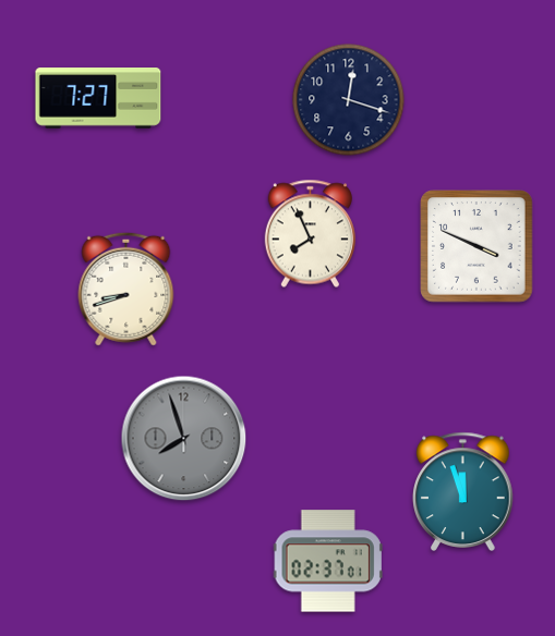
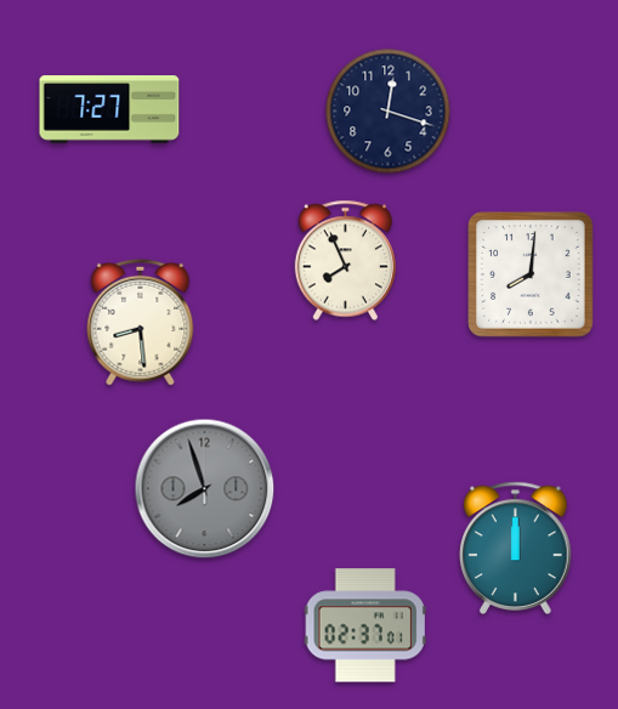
clock at (476, 246): 3:49 -> 8:01
clock at (126, 289): 8:42 -> 8:29
clock at (463, 491): 11:57 -> 12:00
